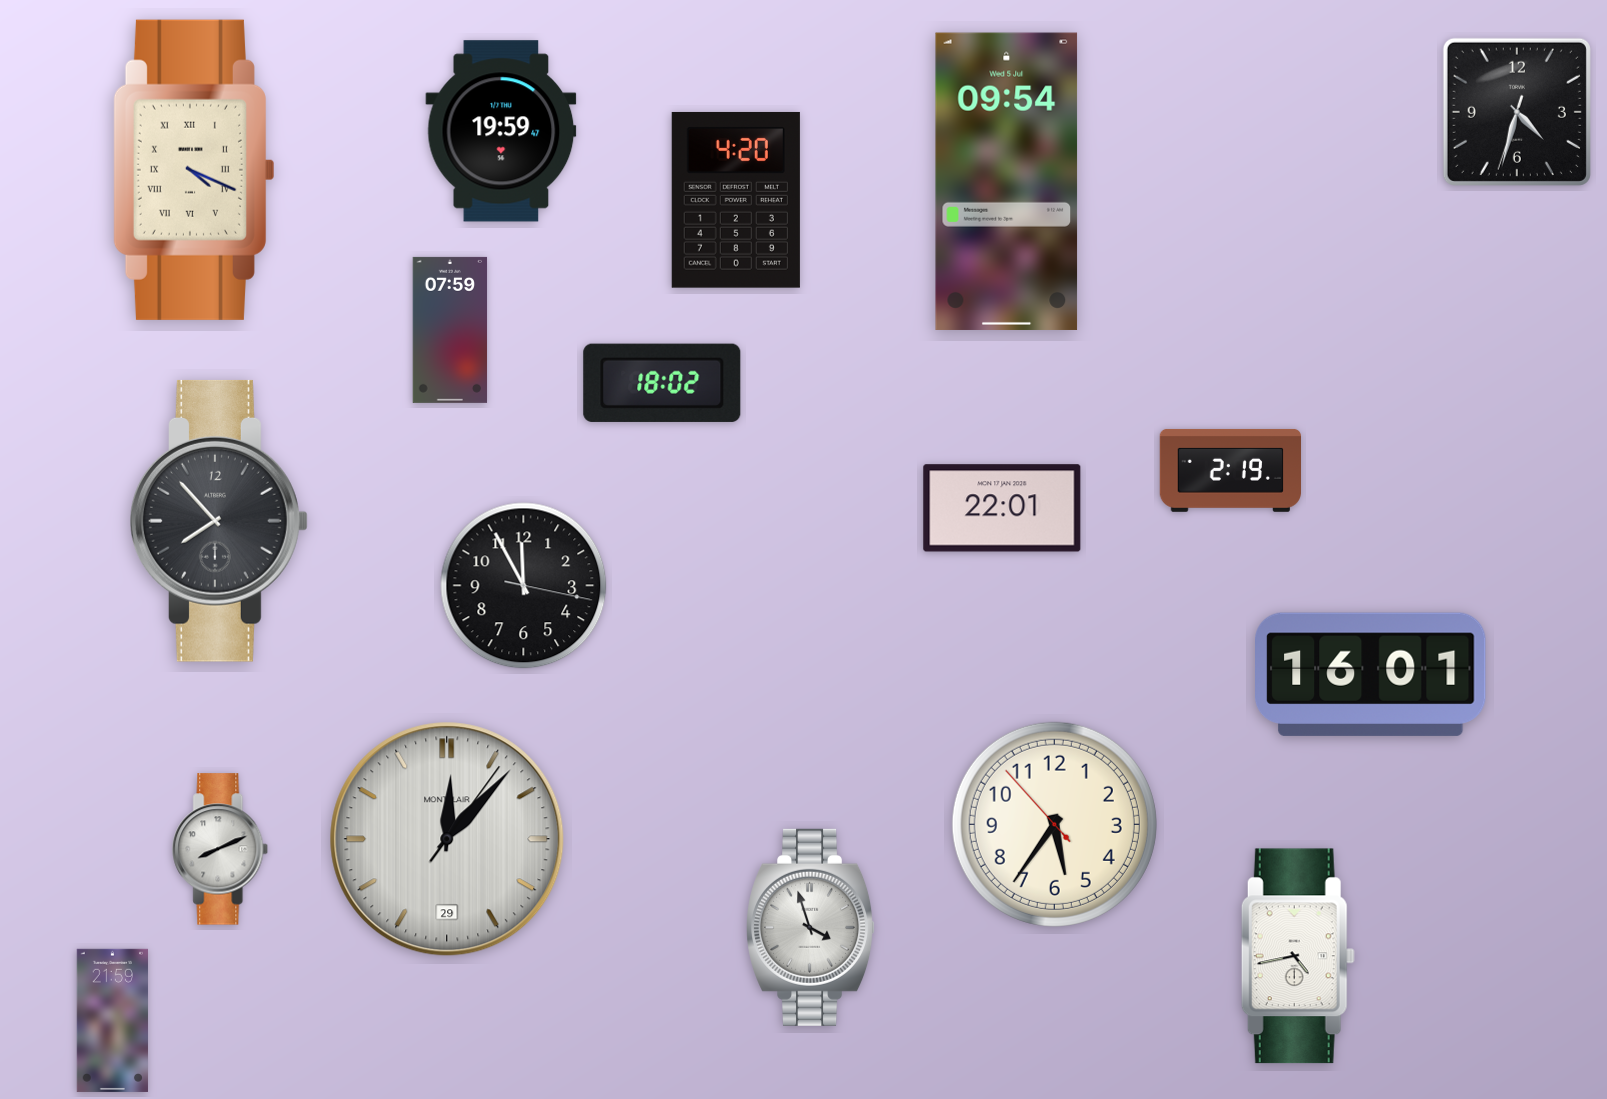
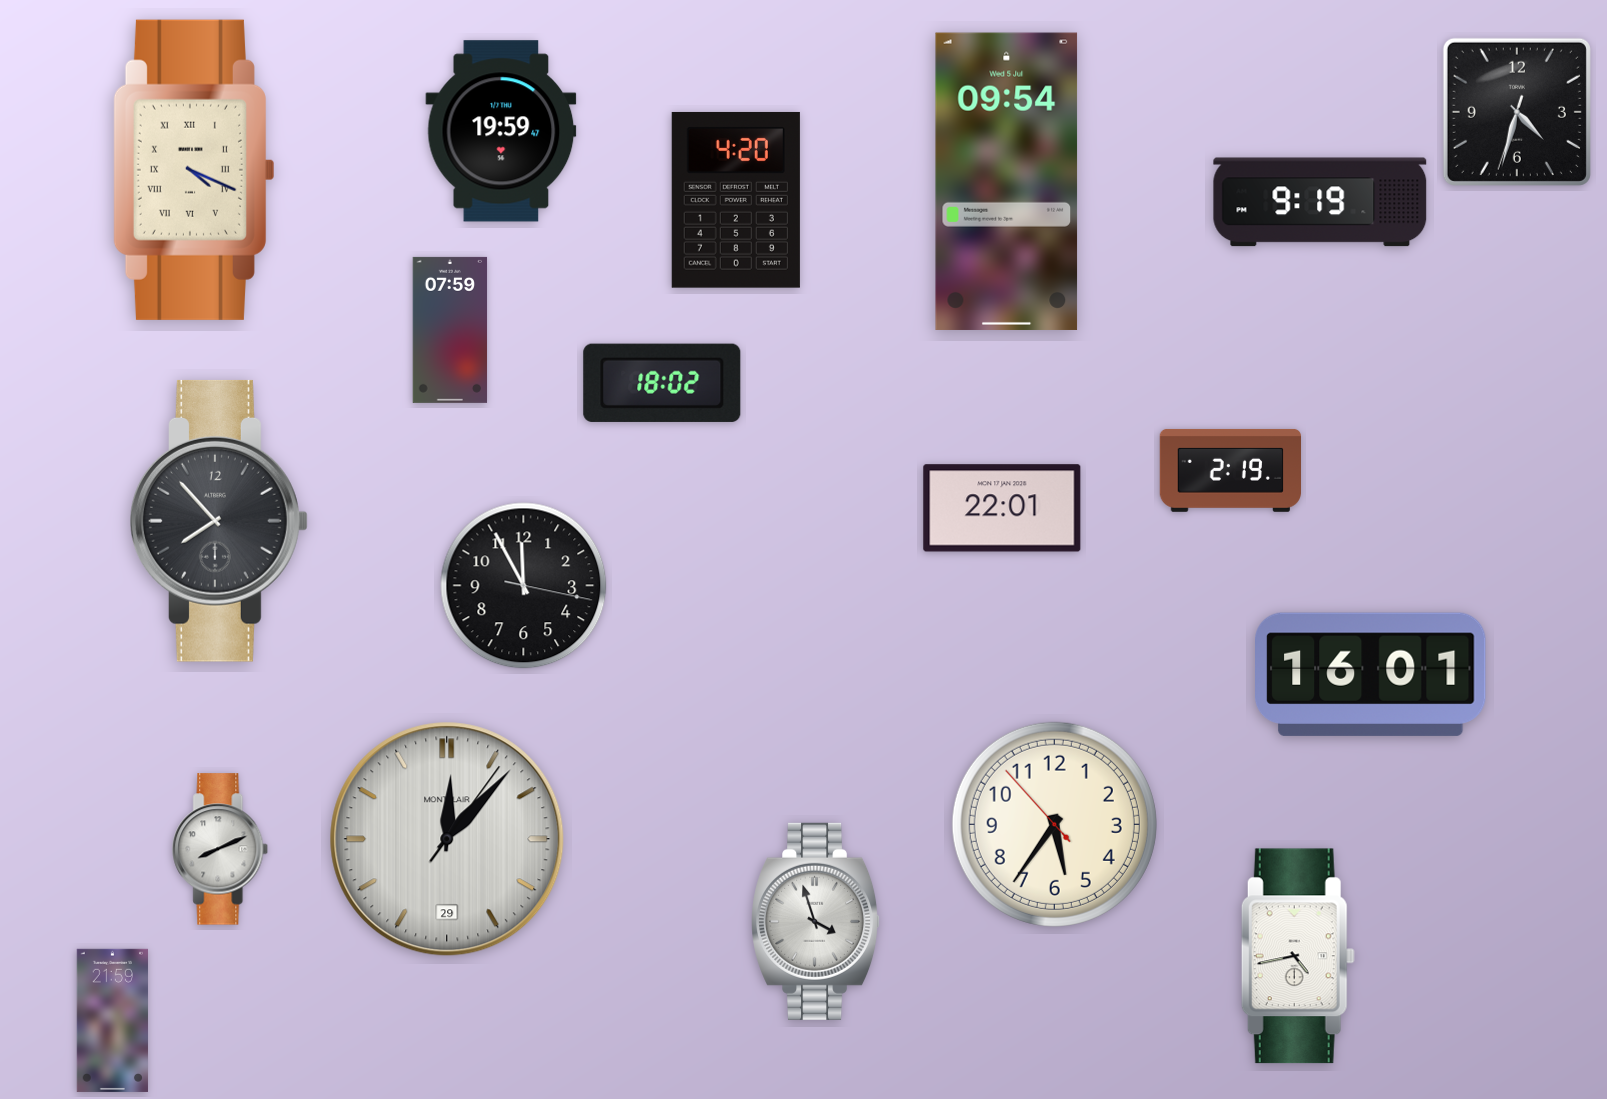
clock at (1320, 202): none -> 9:19
clock at (811, 927) position: (811, 927) -> (816, 921)
